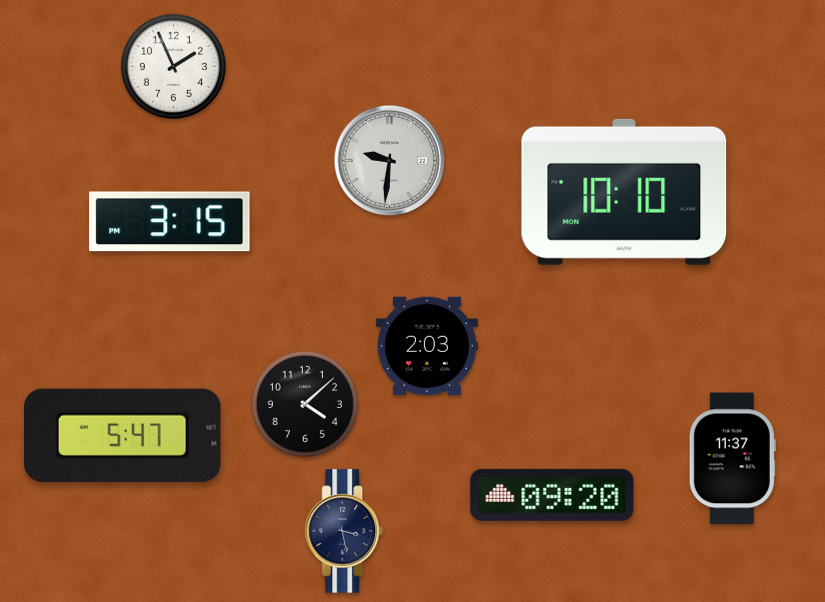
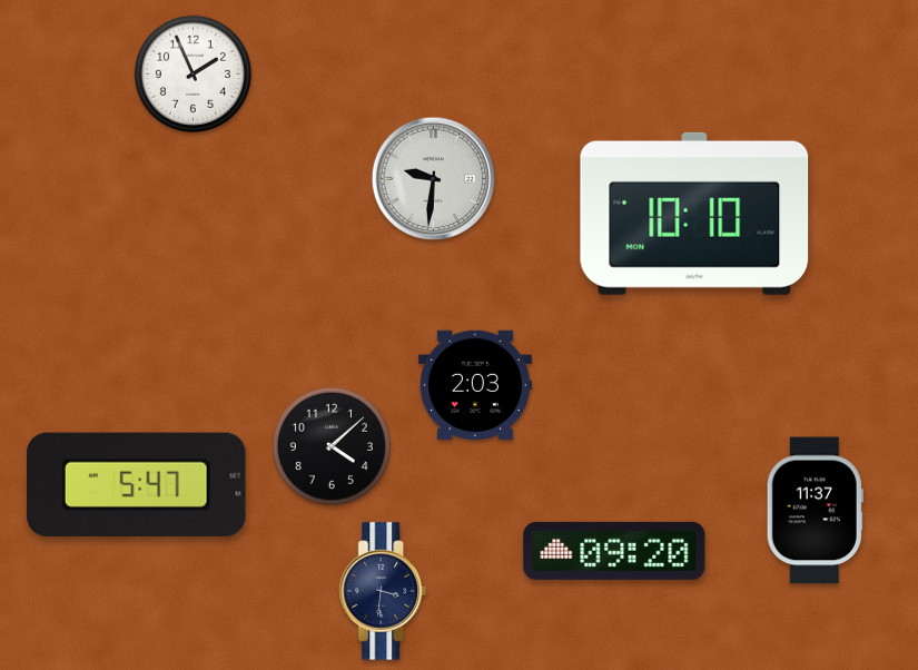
clock at (170, 222): 3:15 -> none
clock at (305, 404) position: (305, 404) -> (332, 446)
clock at (344, 531): 3:28 -> 3:31
